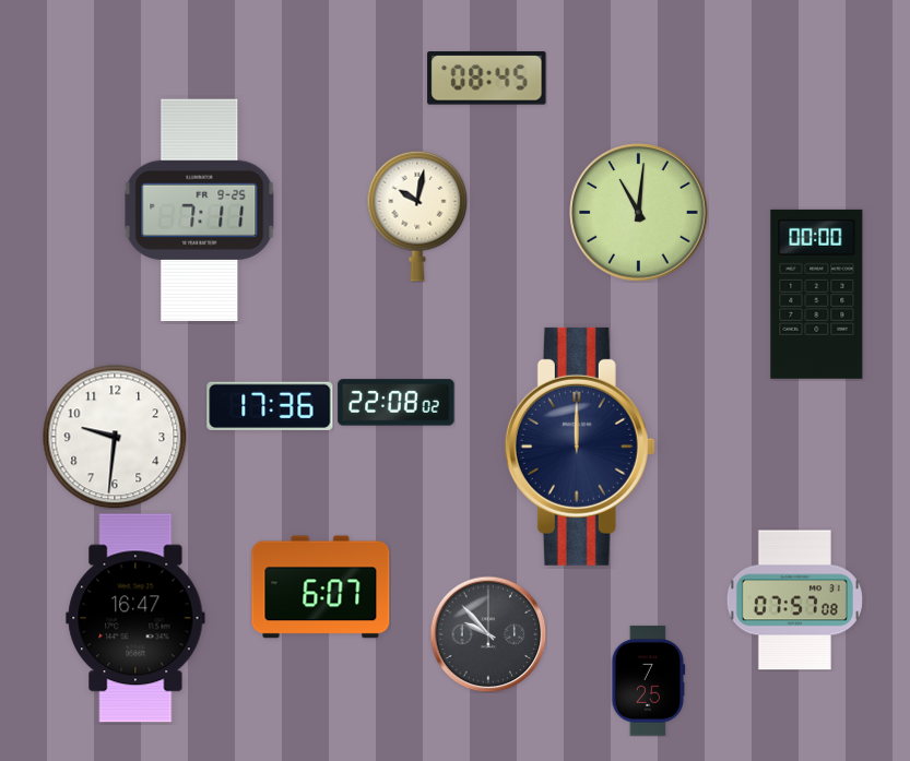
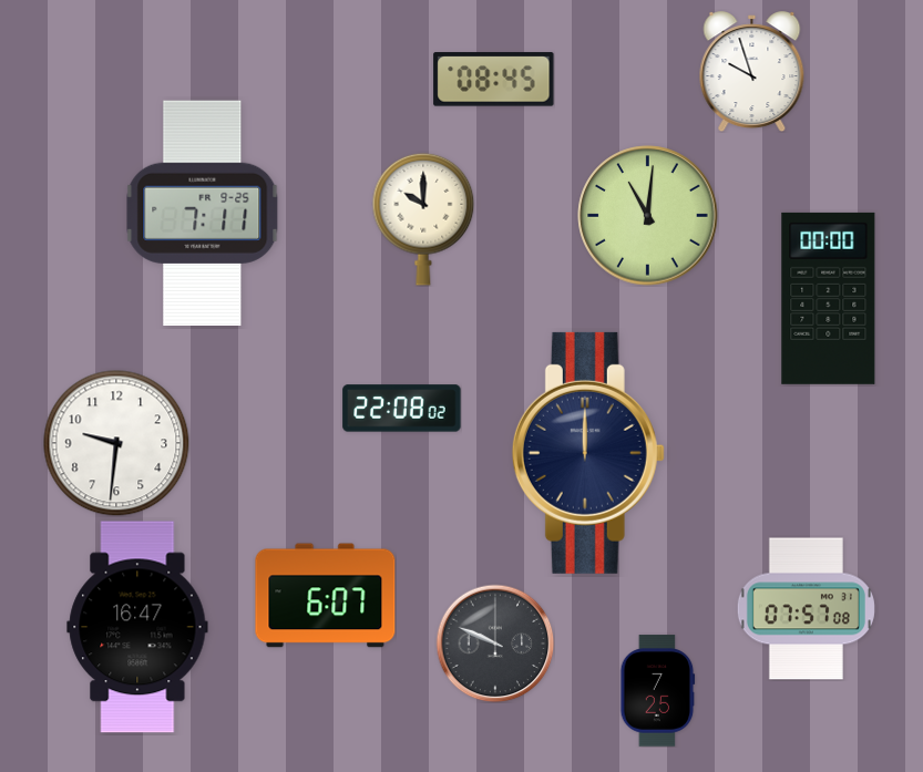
clock at (752, 72): none -> 9:57
clock at (417, 216): 10:02 -> 10:00
clock at (270, 406): 17:36 -> none
clock at (488, 634): 9:53 -> 9:49
